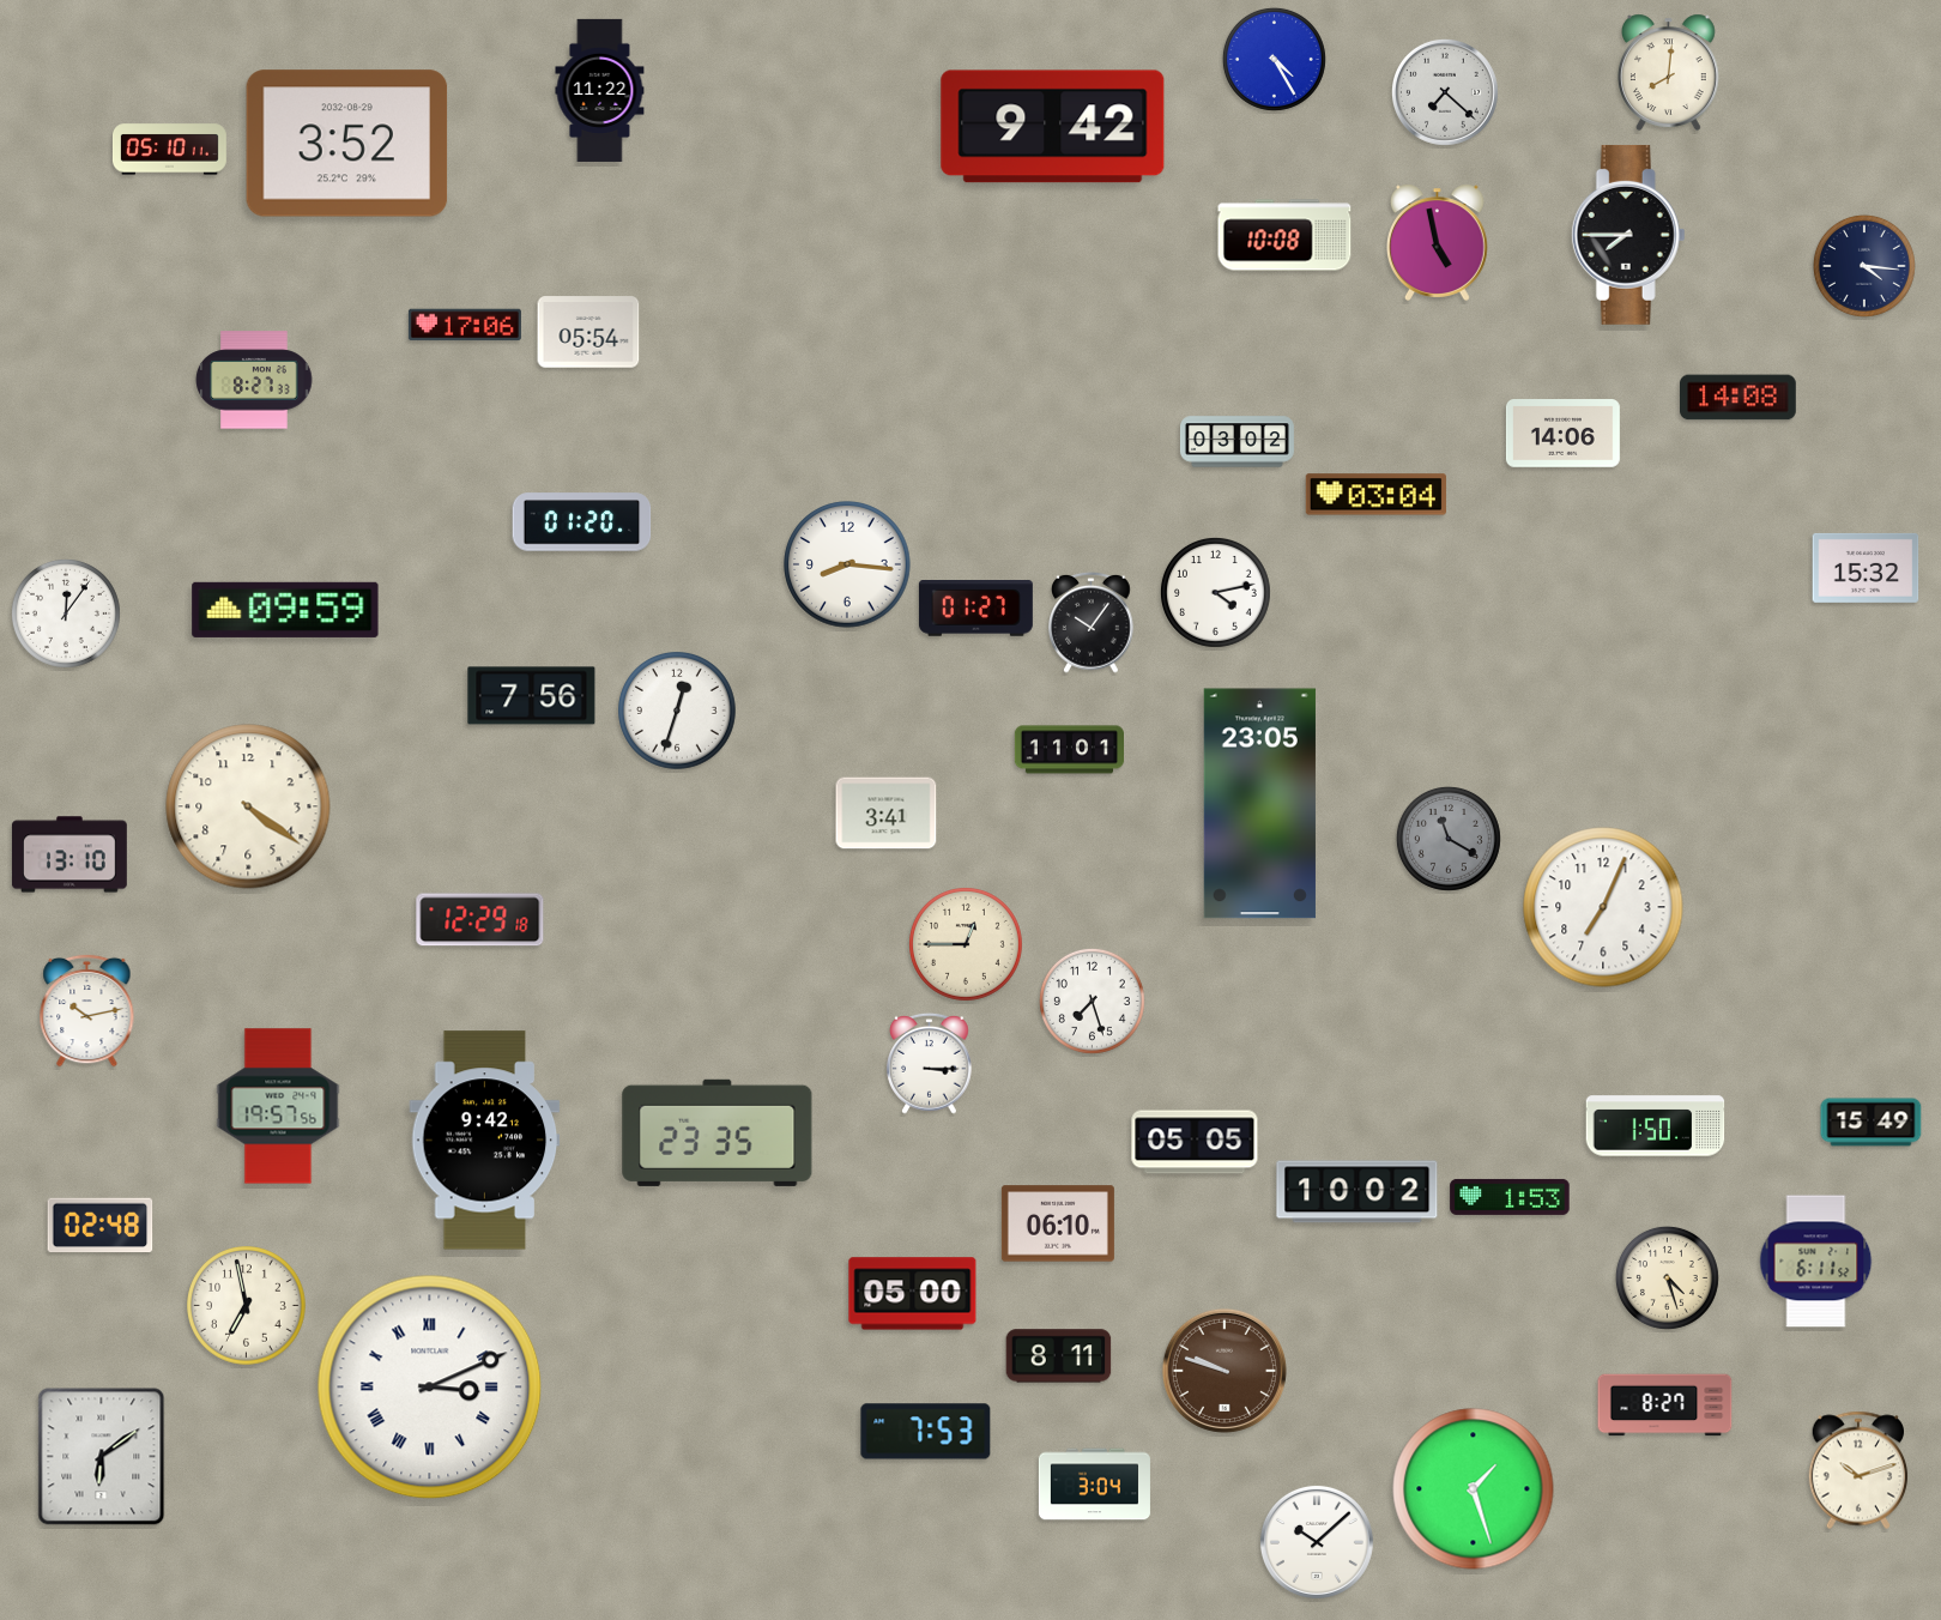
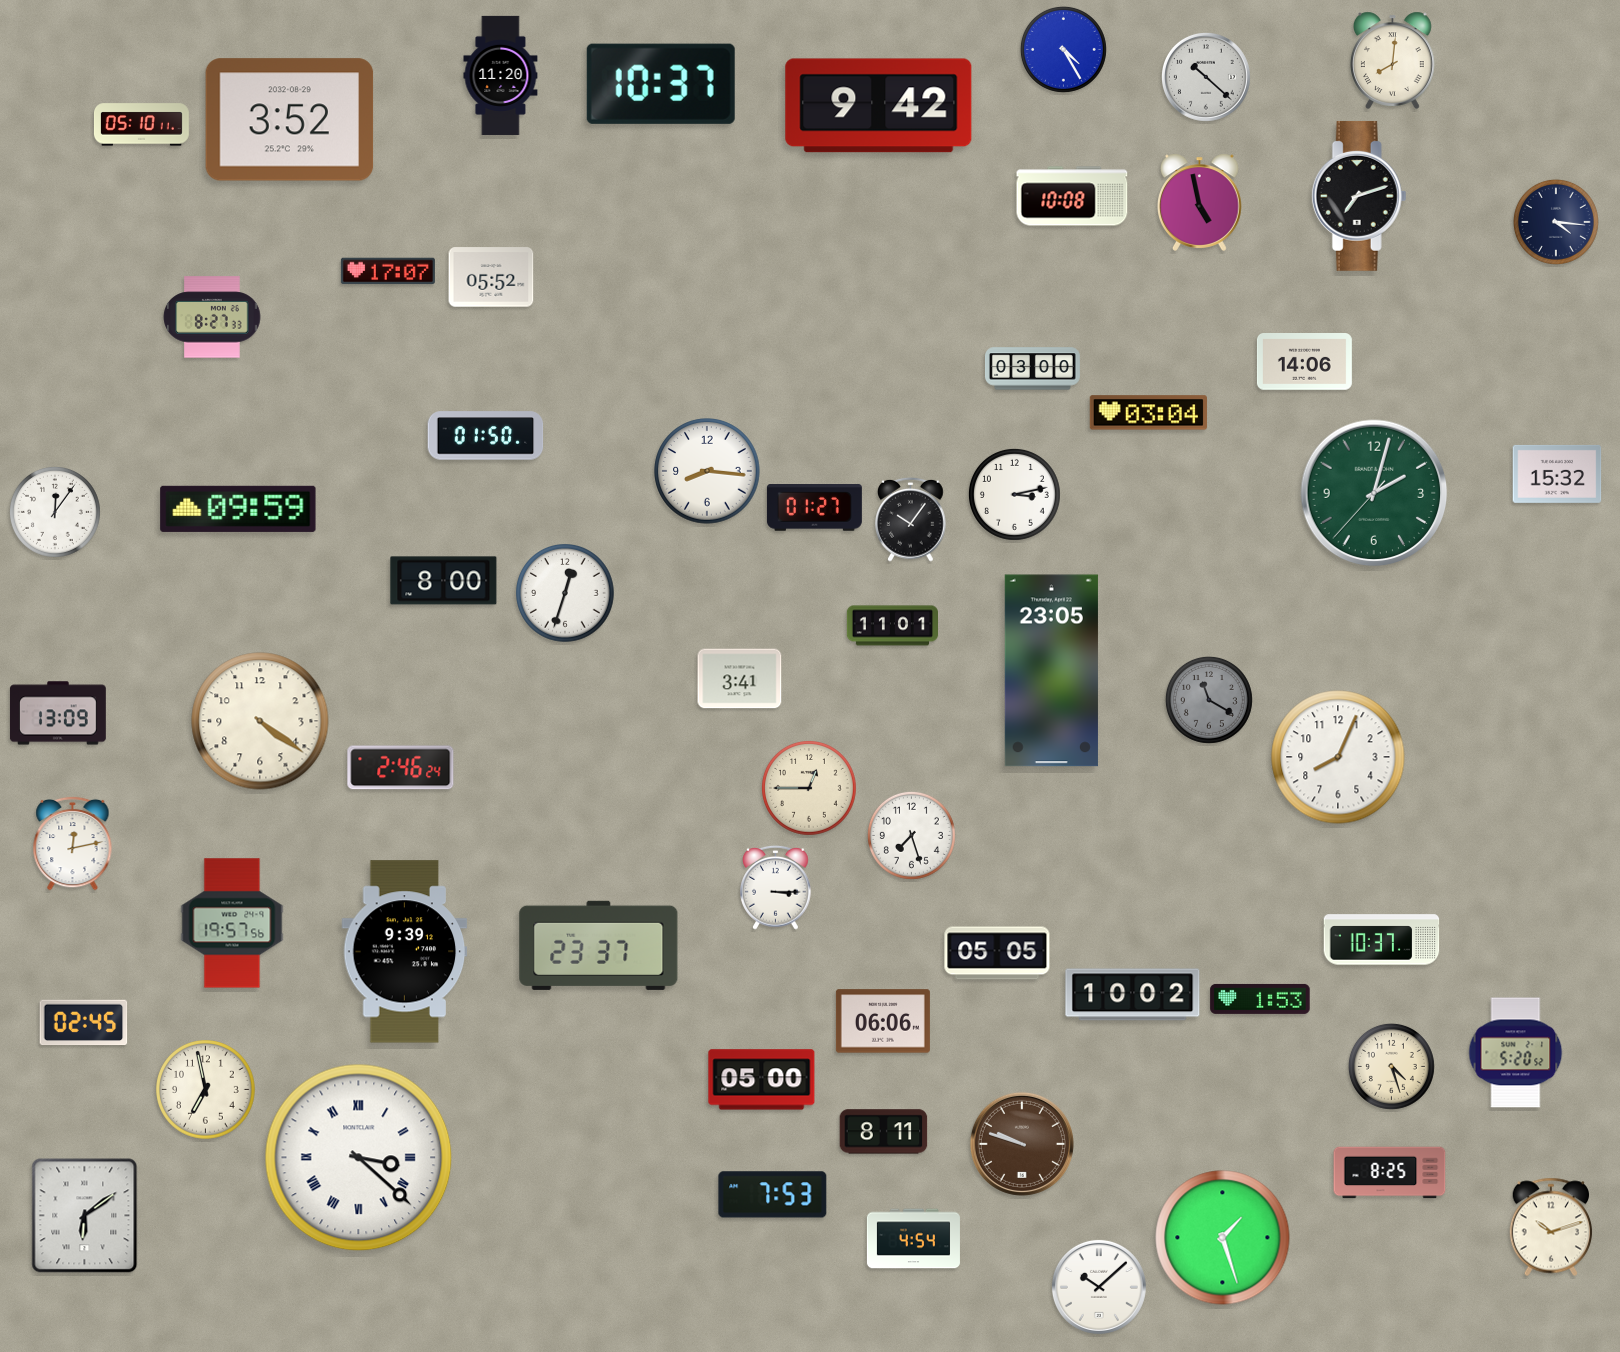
clock at (600, 90): 11:22 -> 11:20
clock at (1445, 92): 7:22 -> 10:22
clock at (661, 84): none -> 10:37
clock at (1628, 235): 7:45 -> 7:12
clock at (465, 325): 17:06 -> 17:07
clock at (588, 332): 05:54 -> 05:52
clock at (1739, 398): 14:08 -> none
clock at (1236, 442): 03:02 -> 03:00
clock at (582, 522): 01:20 -> 01:50
clock at (1374, 493): none -> 2:02
clock at (1215, 592): 4:13 -> 3:13
clock at (532, 696): 7:56 -> 8:00
clock at (248, 806) position: (248, 806) -> (260, 721)
clock at (69, 854): 13:10 -> 13:09
clock at (1603, 907): 7:04 -> 8:04
clock at (480, 920): 12:29 -> 2:46
clock at (967, 945) position: (967, 945) -> (810, 789)
clock at (87, 1010): 10:13 -> 12:13
clock at (1872, 1123): 15:49 -> none
clock at (1656, 1126): 1:50 -> 10:37
clock at (718, 1132): 23:35 -> 23:37
clock at (485, 1141): 9:42 -> 9:39
clock at (1058, 1223): 06:10 -> 06:06
clock at (101, 1226): 02:48 -> 02:45
clock at (1816, 1262): 6:11 -> 5:20
clock at (430, 1388): 3:11 -> 3:22
clock at (1665, 1406): 8:27 -> 8:25
clock at (1094, 1485): 3:04 -> 4:54
clock at (1474, 1489) position: (1474, 1489) -> (1223, 1238)
